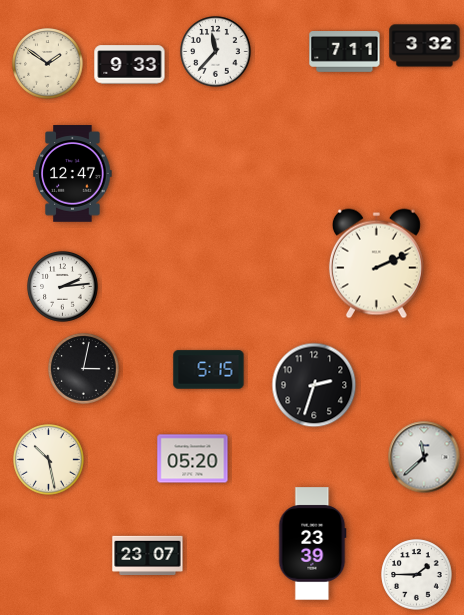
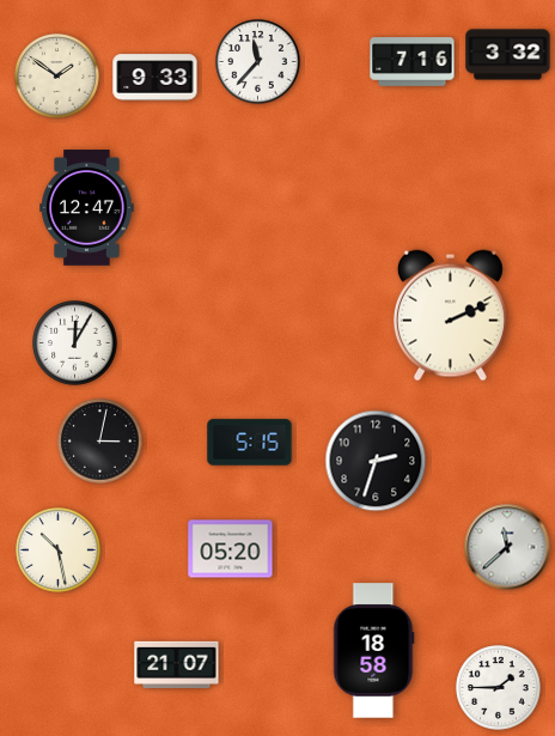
clock at (345, 52): 7:11 -> 7:16
clock at (63, 287): 2:14 -> 12:05
clock at (313, 544): 23:39 -> 18:58
clock at (148, 555): 23:07 -> 21:07
